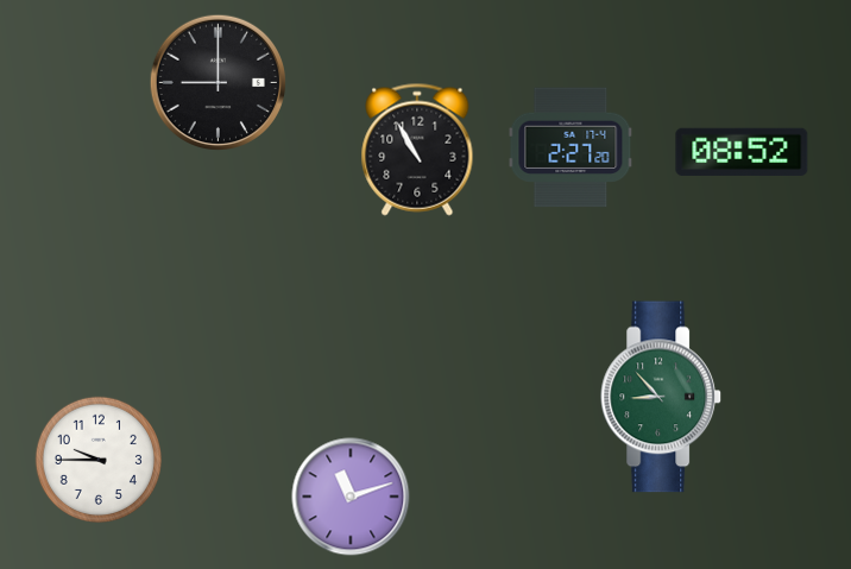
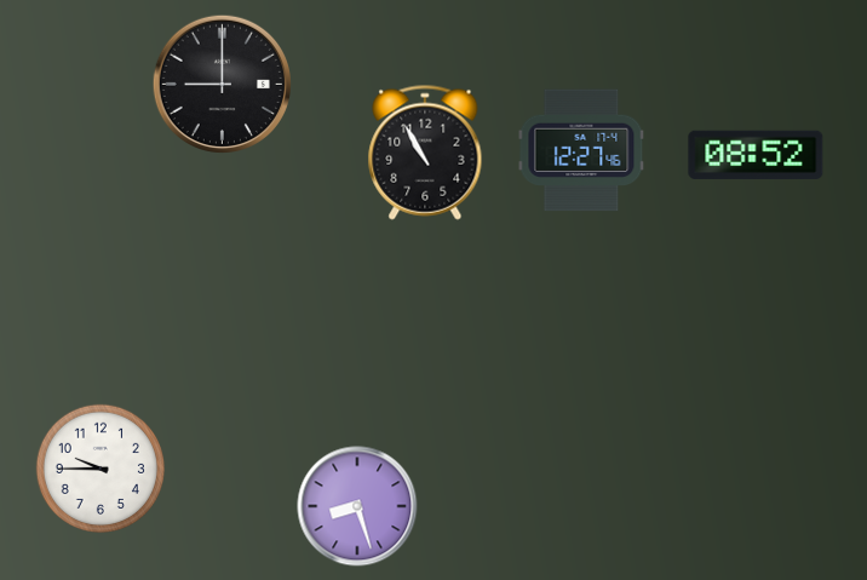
clock at (571, 147): 2:27 -> 12:27
clock at (662, 397): 8:53 -> none
clock at (351, 497): 11:12 -> 8:27
